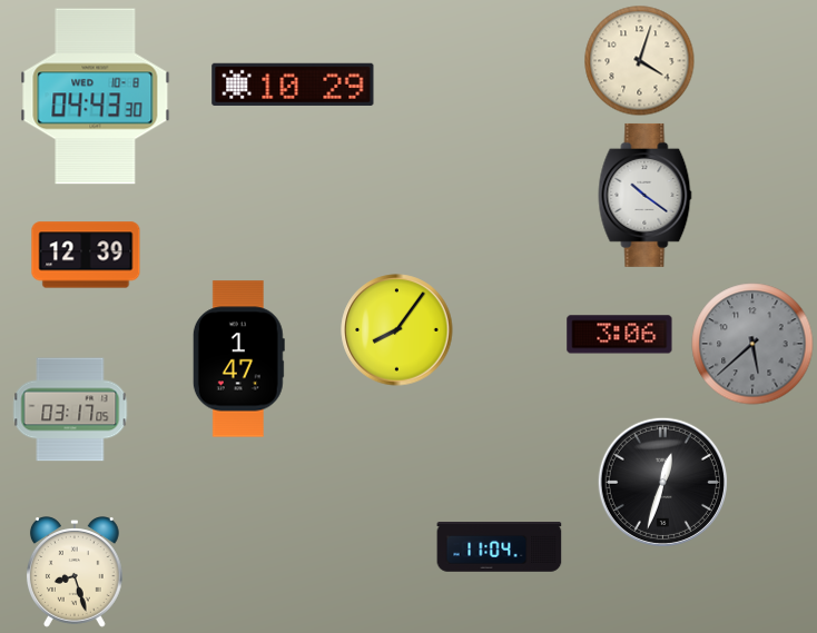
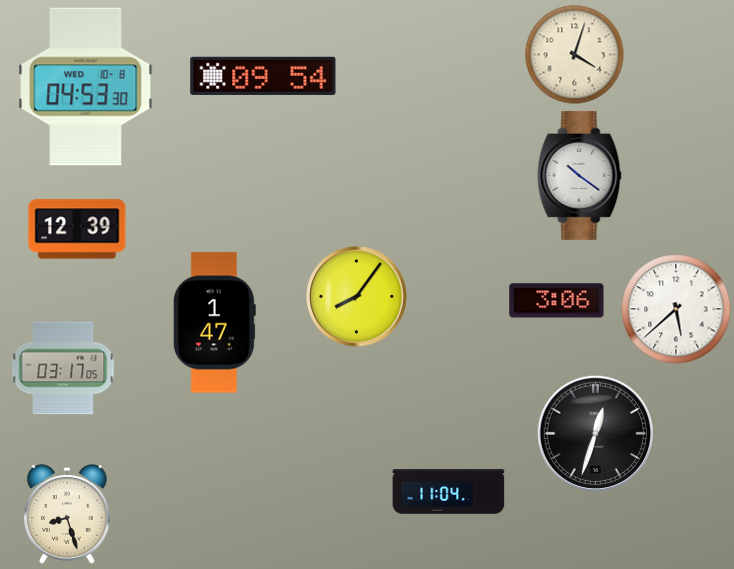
clock at (293, 85): 10:29 -> 09:54
clock at (96, 97): 04:43 -> 04:53
clock at (752, 344) dial: grey -> white
